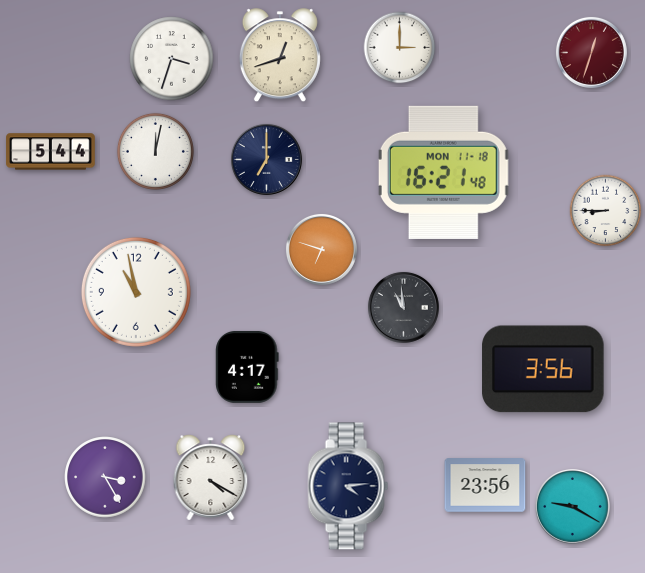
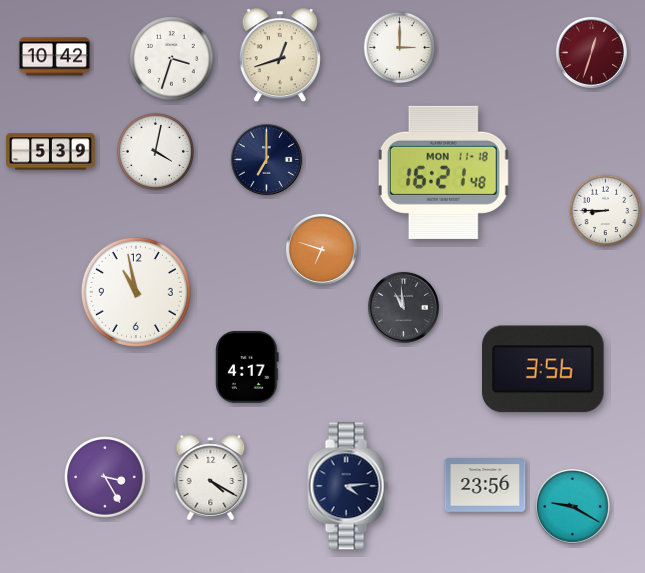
clock at (54, 57): none -> 10:42
clock at (155, 151): 12:02 -> 4:02
clock at (51, 152): 5:44 -> 5:39
